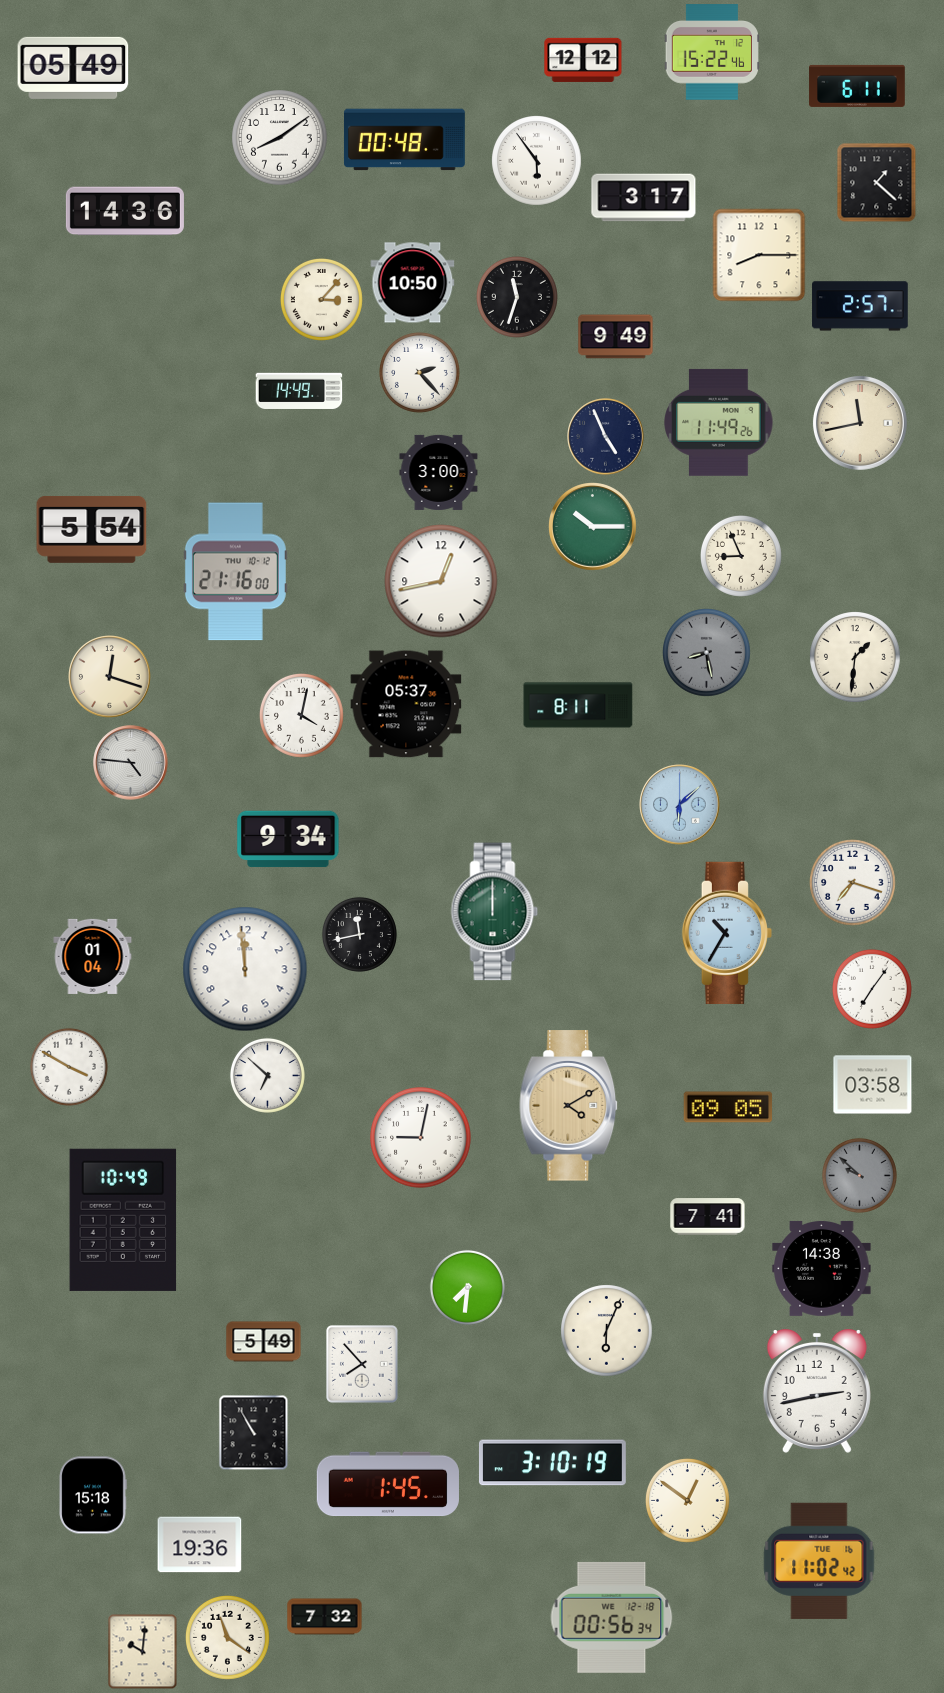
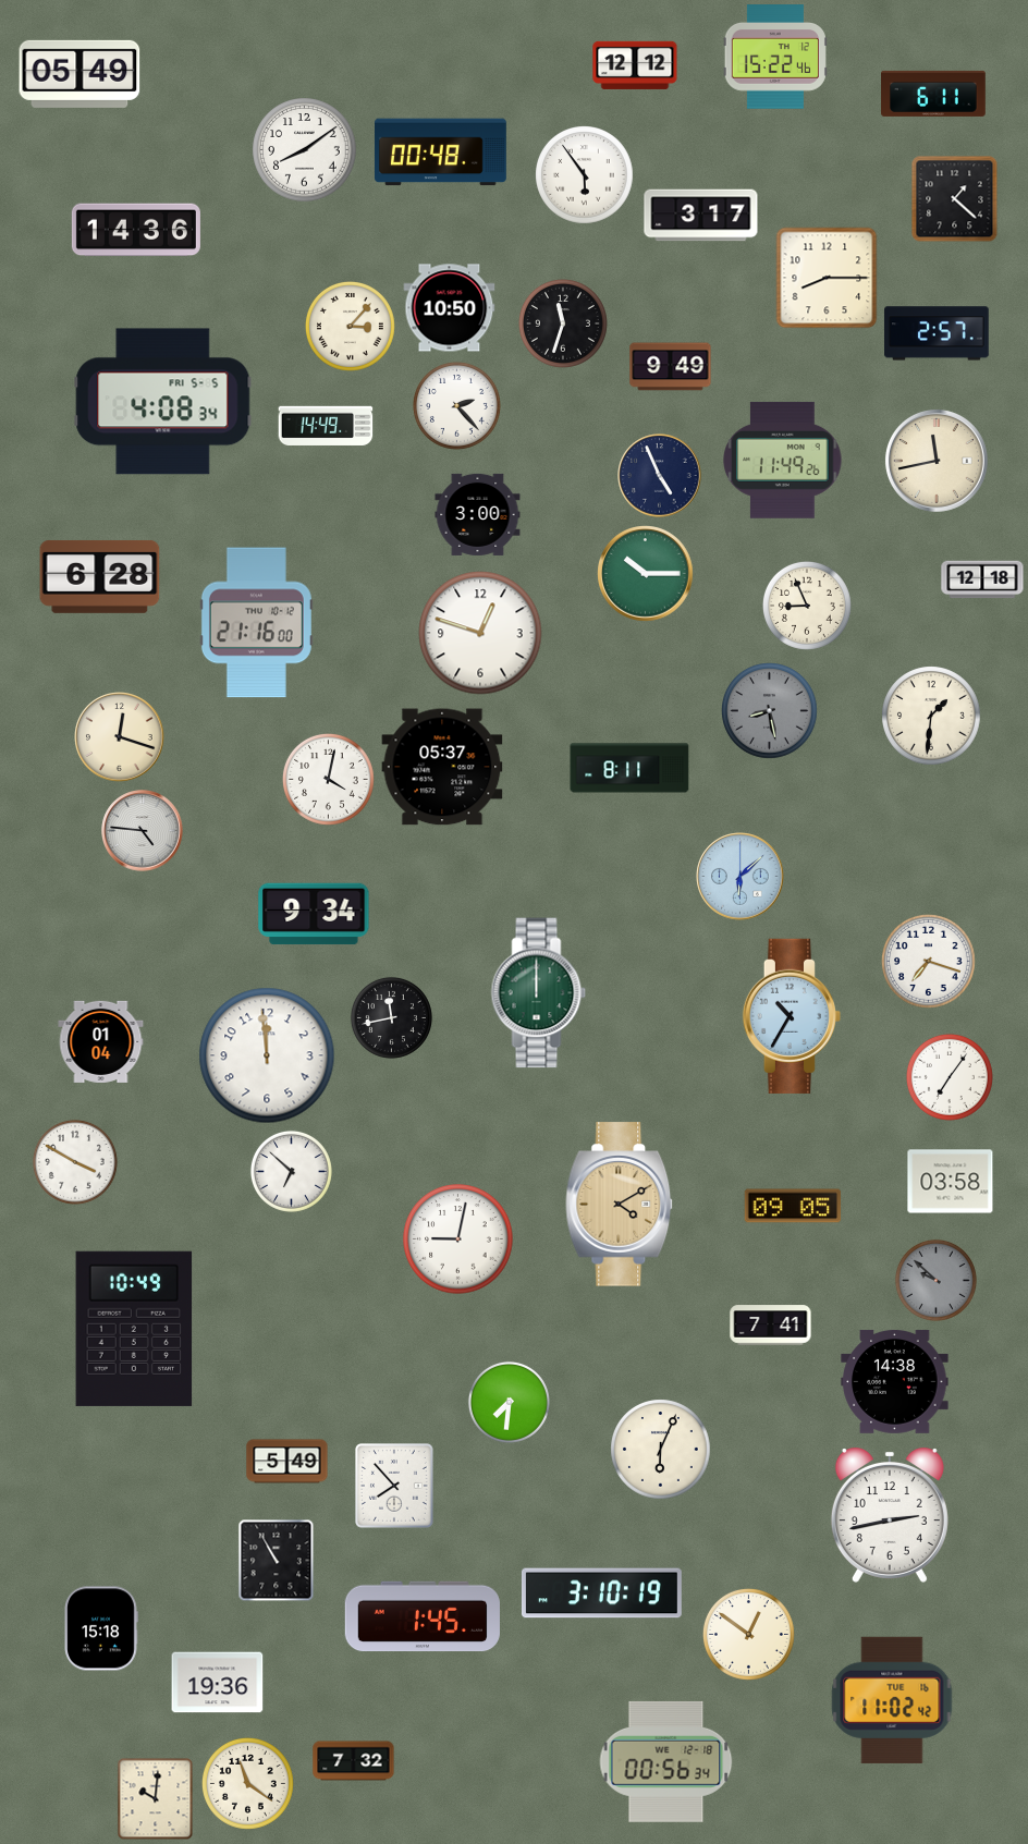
clock at (163, 402): none -> 4:08
clock at (92, 529): 5:54 -> 6:28
clock at (982, 579): none -> 12:18
clock at (441, 581): 12:43 -> 12:48
